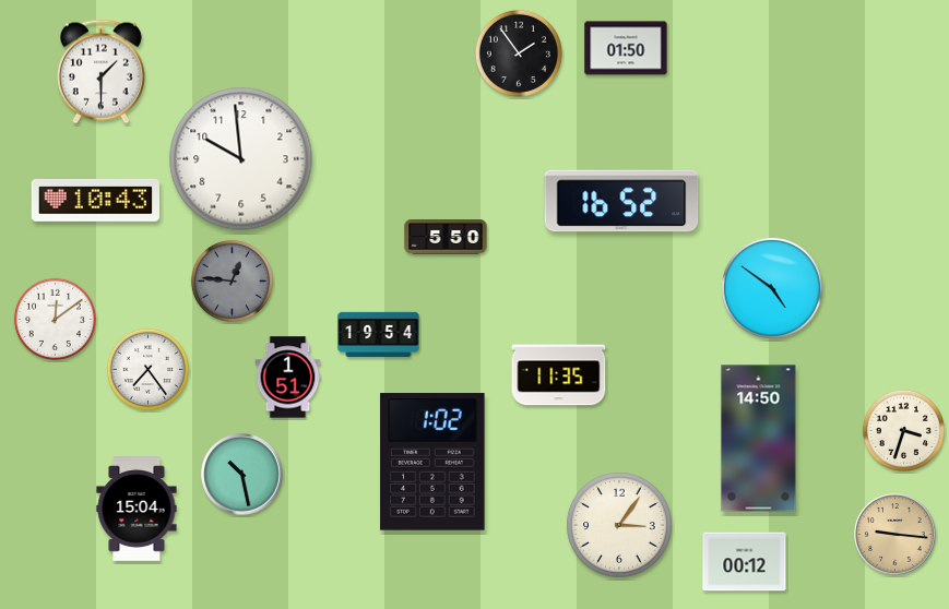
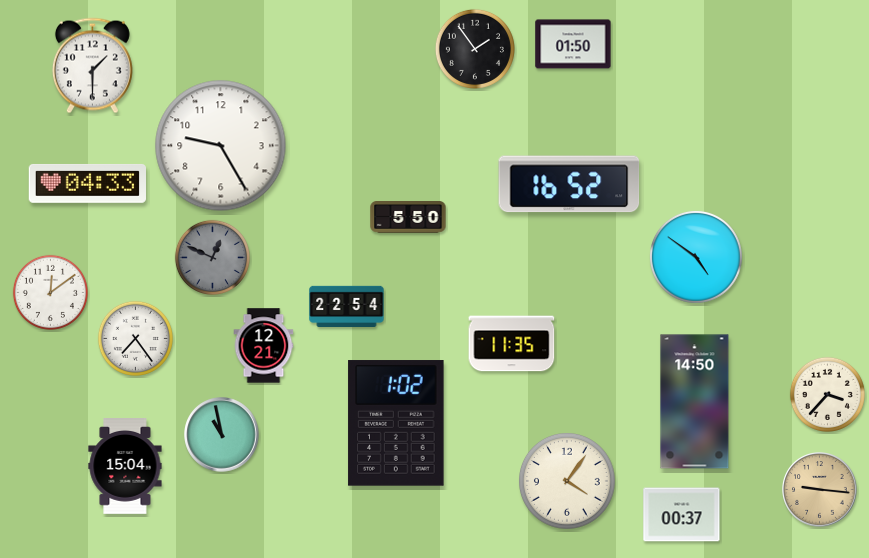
clock at (241, 159): 9:59 -> 9:25
clock at (95, 200): 10:43 -> 04:33
clock at (232, 280): 12:46 -> 12:49
clock at (772, 288) position: (772, 288) -> (696, 257)
clock at (379, 334): 19:54 -> 22:54
clock at (288, 378): 1:51 -> 12:21
clock at (903, 430): 3:33 -> 3:37
clock at (242, 475): 10:28 -> 10:58
clock at (620, 526): 3:06 -> 4:06
clock at (745, 562): 00:12 -> 00:37
